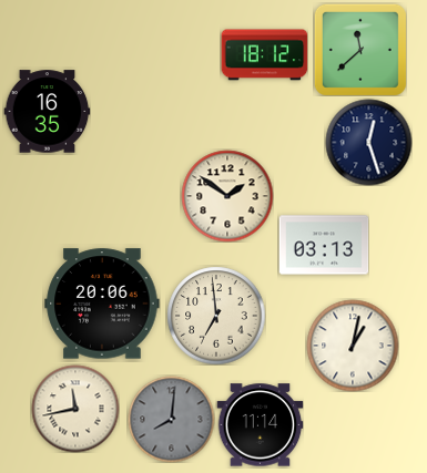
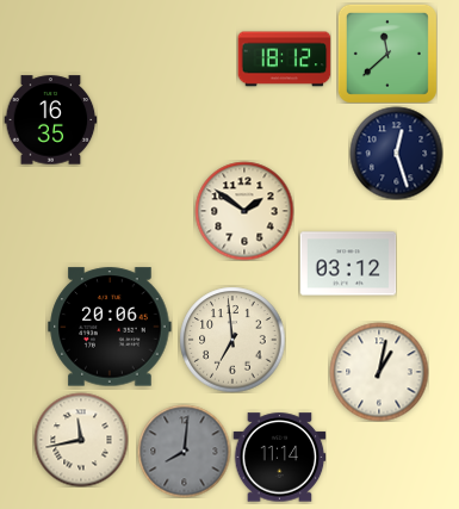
clock at (324, 245): 03:13 -> 03:12
